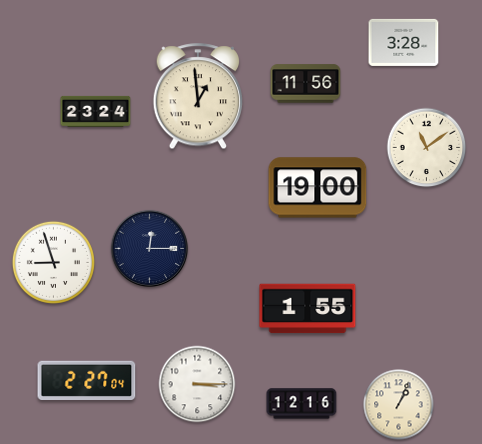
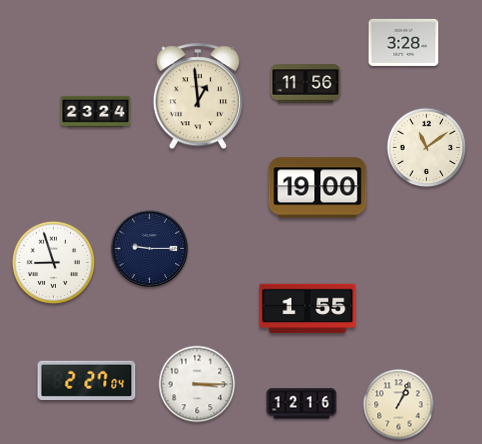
clock at (150, 249): 12:15 -> 9:15
